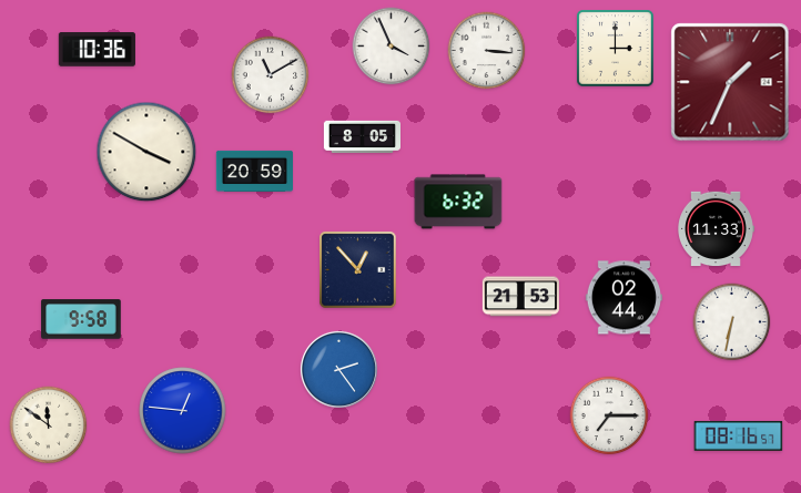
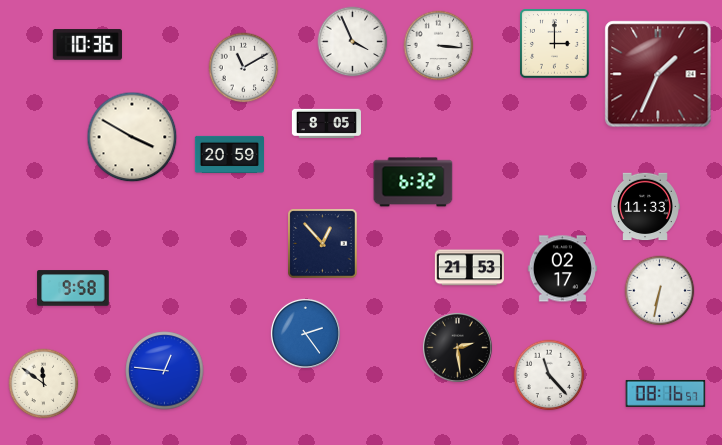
clock at (623, 298): 02:44 -> 02:17
clock at (457, 347): none -> 2:29
clock at (609, 415): 7:15 -> 11:23
